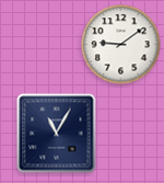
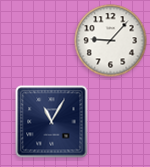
clock at (121, 45): 9:09 -> 9:07
